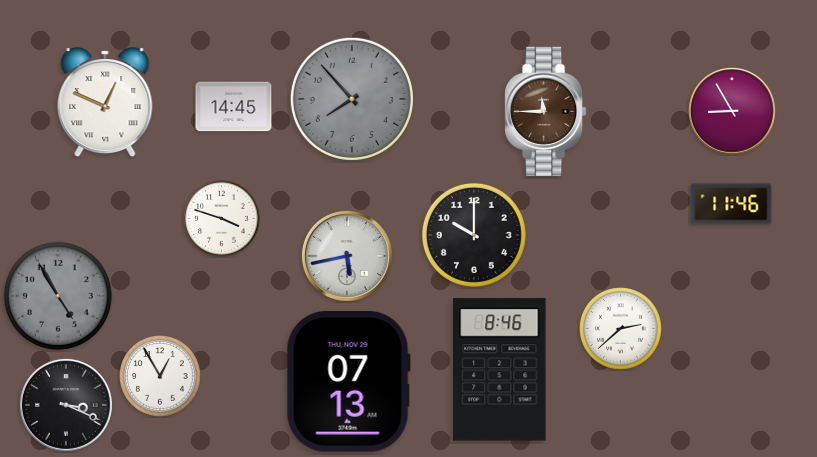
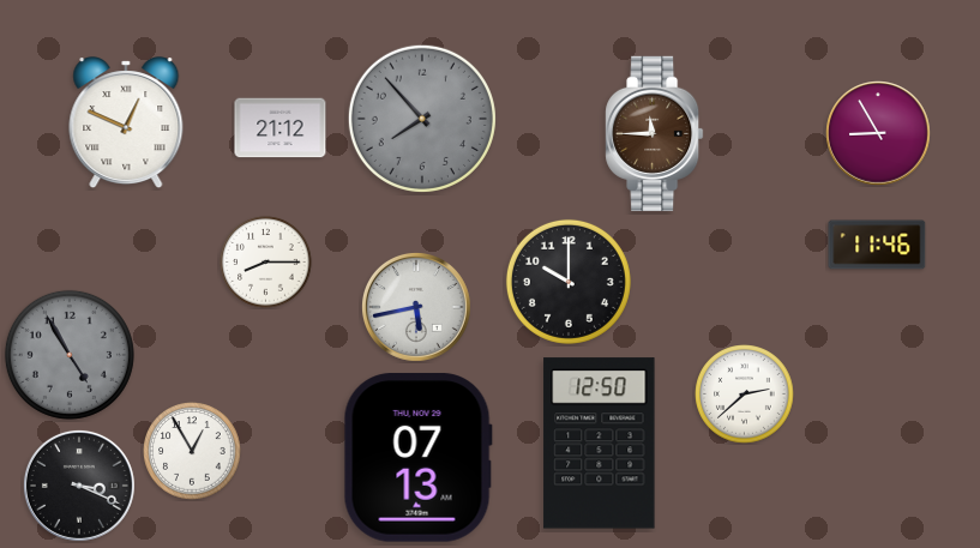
clock at (234, 107): 14:45 -> 21:12
clock at (222, 219): 3:48 -> 8:15
clock at (500, 370): 8:46 -> 12:50
